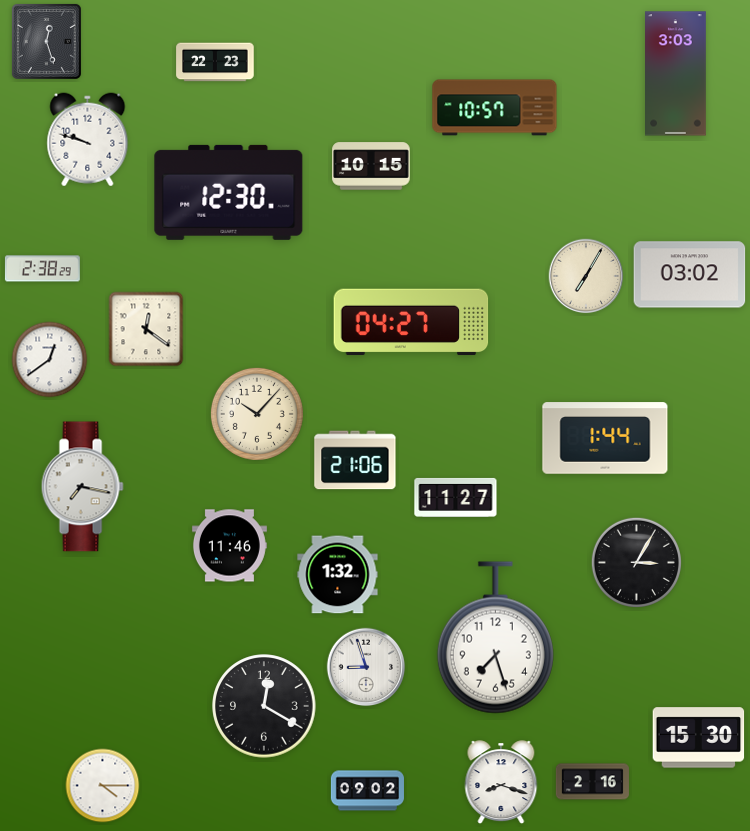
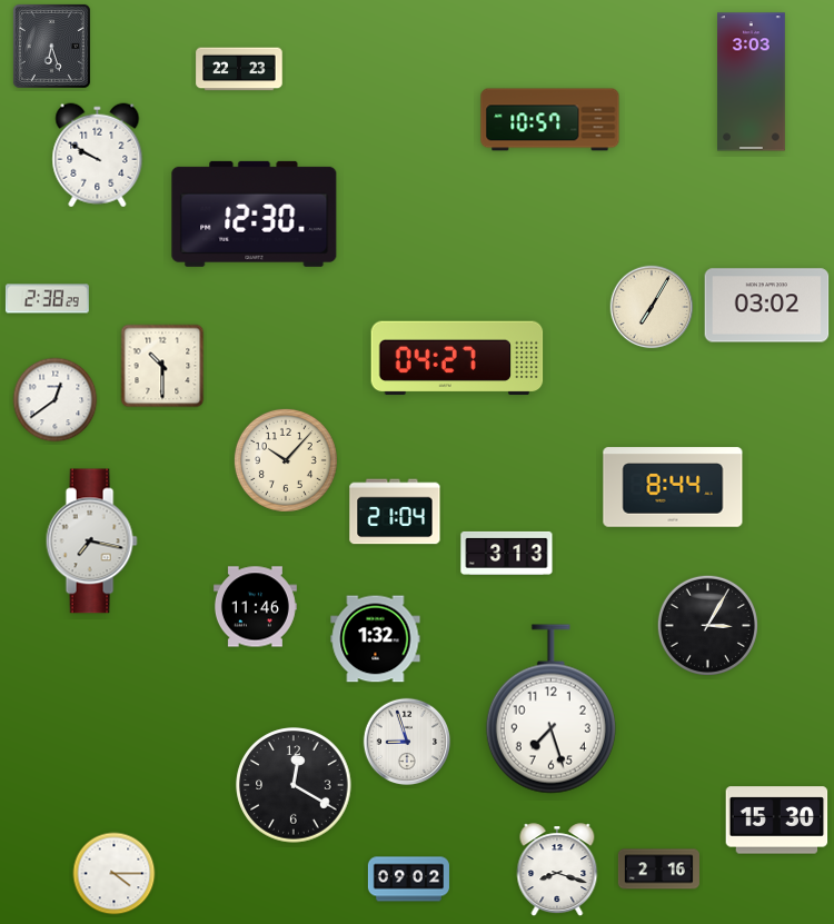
clock at (46, 41): 12:27 -> 6:27
clock at (88, 140): 9:48 -> 9:50
clock at (371, 166): 10:15 -> none
clock at (146, 329): 12:21 -> 10:30
clock at (605, 438): 1:44 -> 8:44
clock at (355, 460): 21:06 -> 21:04
clock at (456, 497): 11:27 -> 3:13
